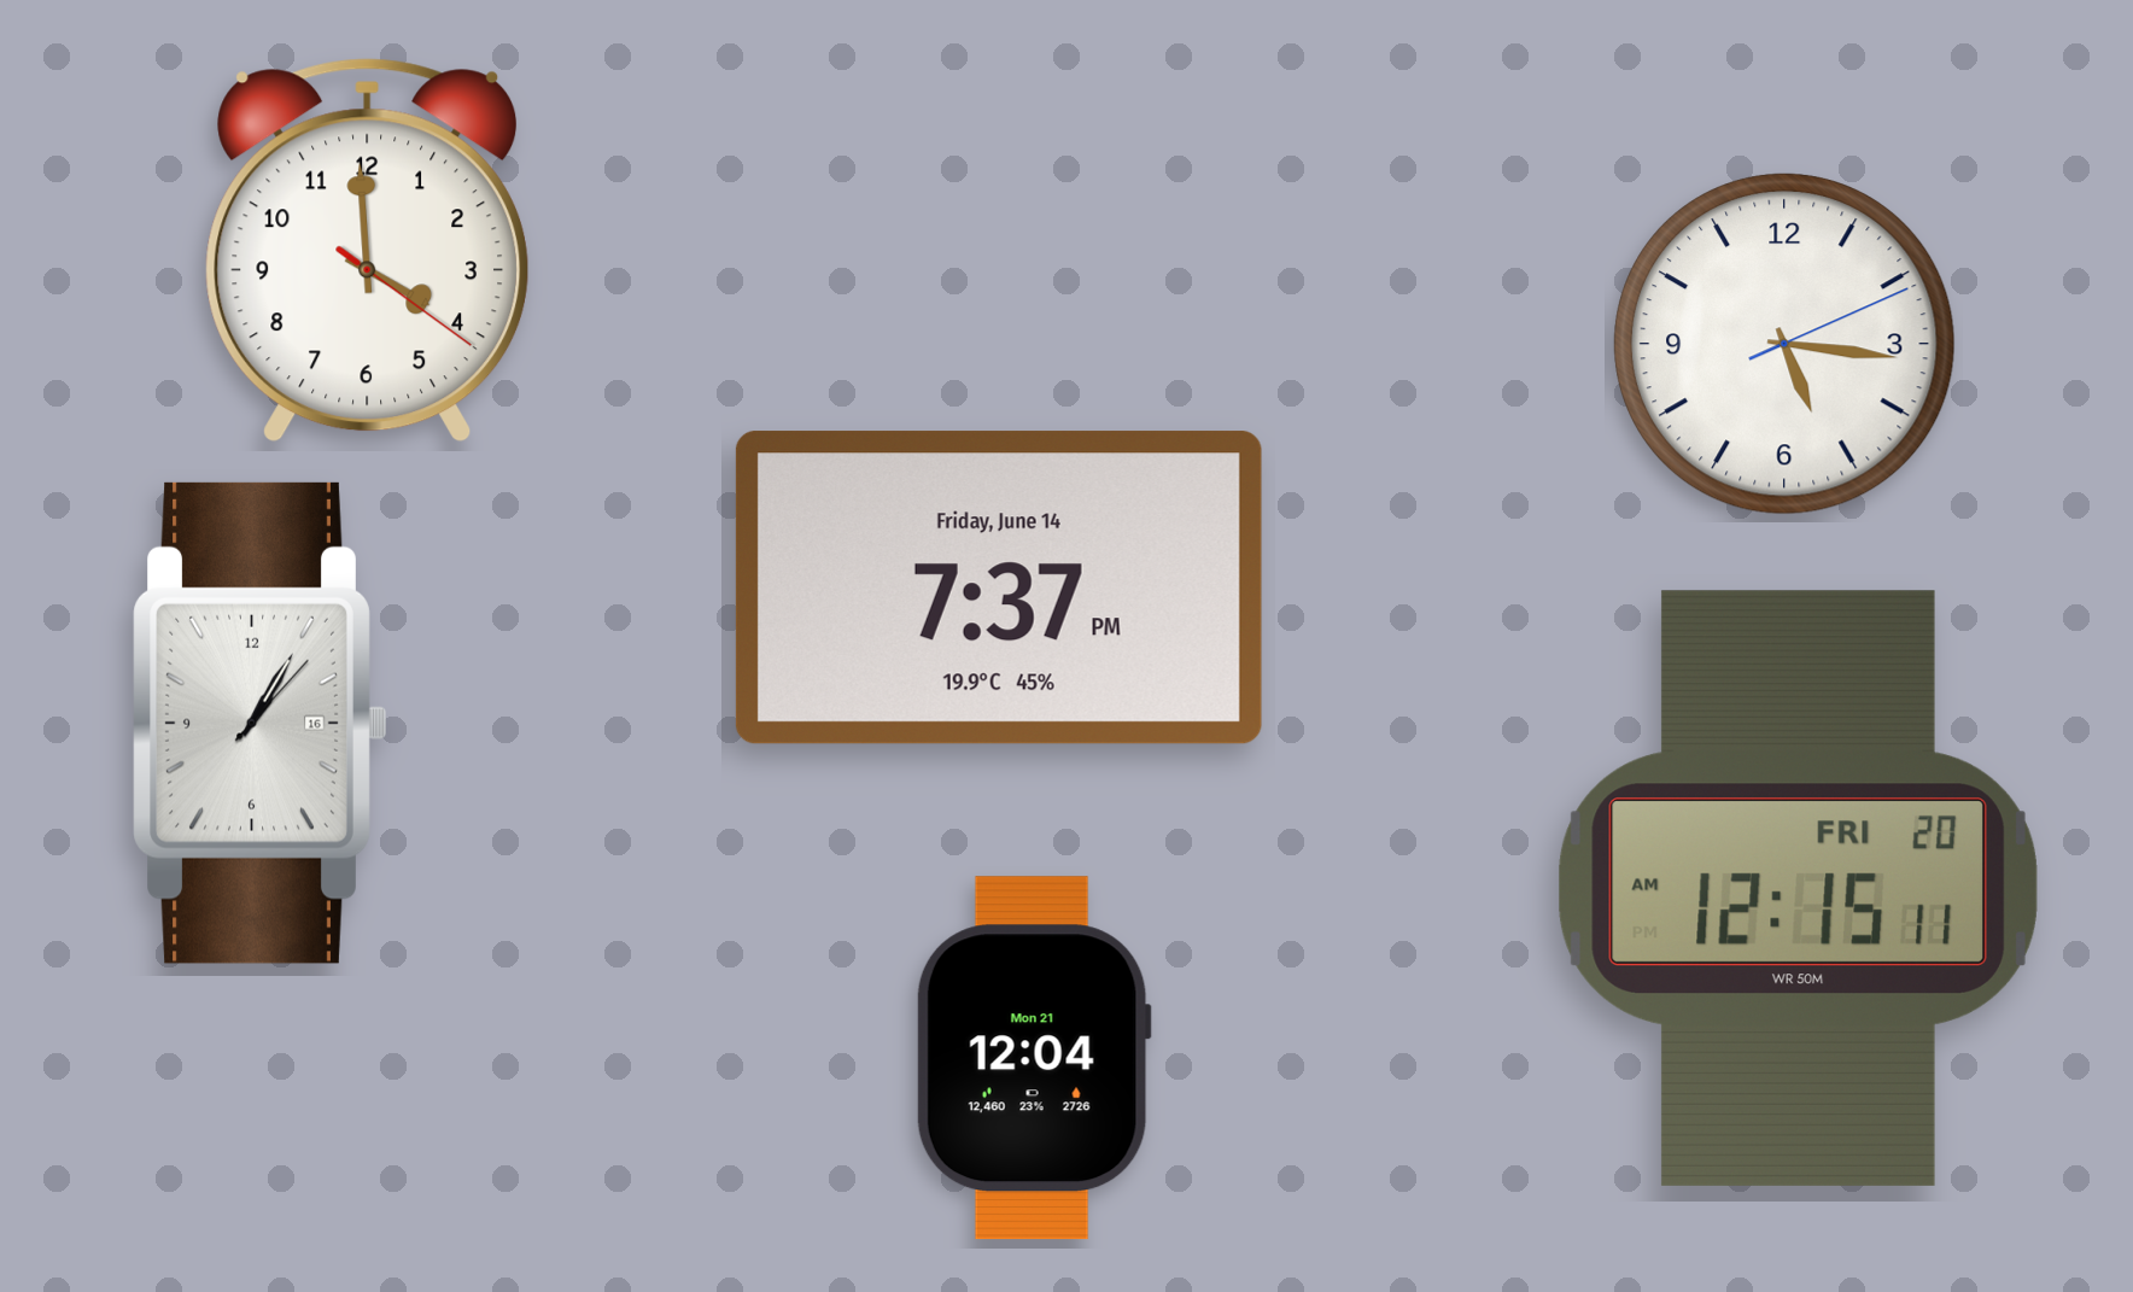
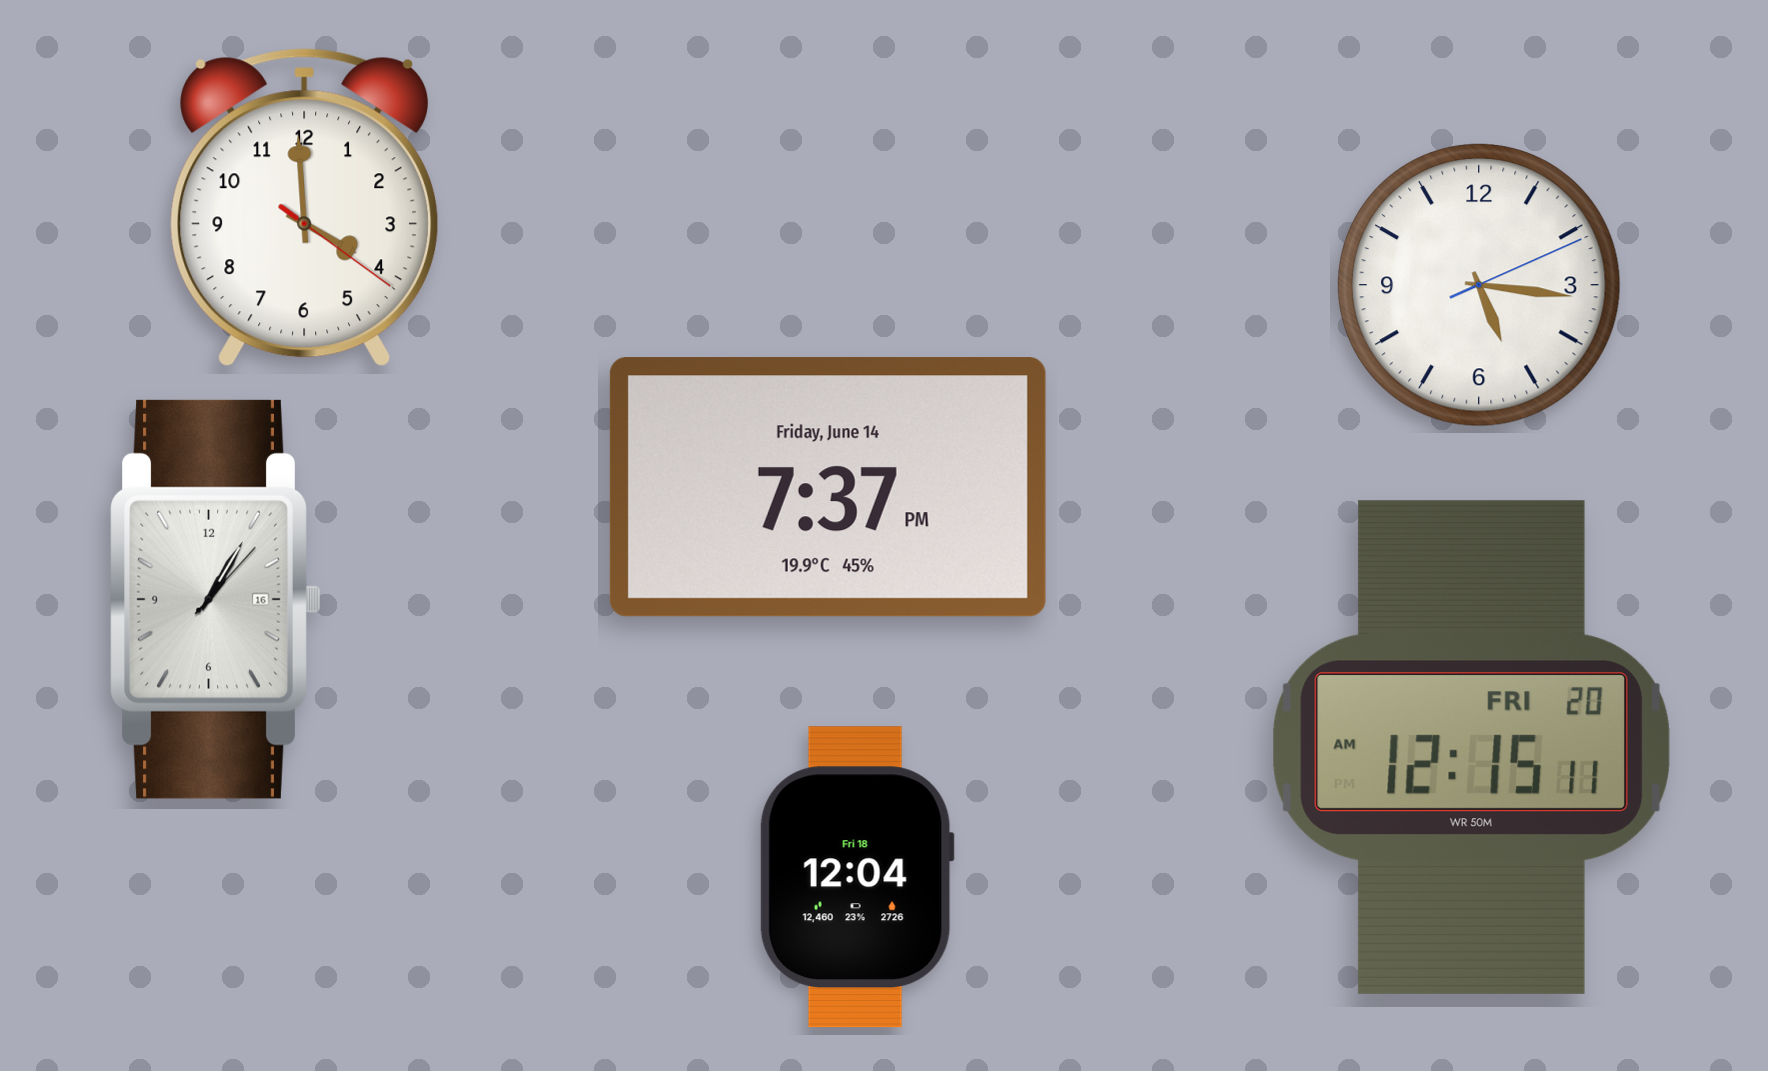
clock at (1798, 888) position: (1798, 888) -> (1471, 747)
clock at (1034, 1058) date: Mon 21 -> Fri 18
